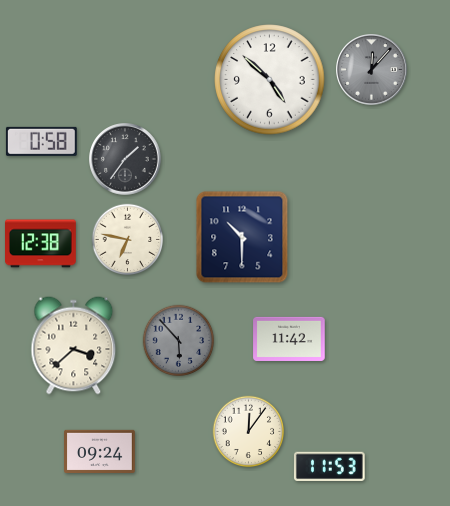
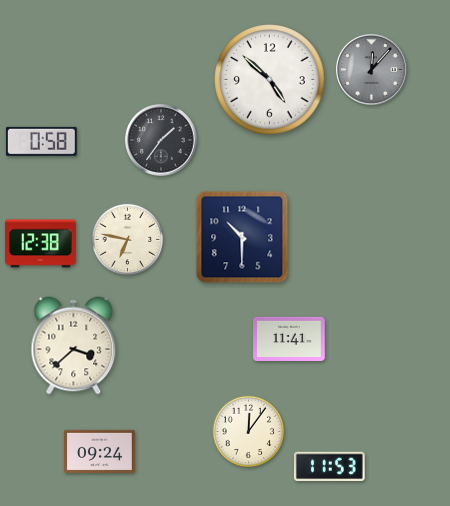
clock at (125, 159) position: (125, 159) -> (161, 140)
clock at (289, 339): 11:42 -> 11:41
clock at (179, 341): 5:53 -> none
